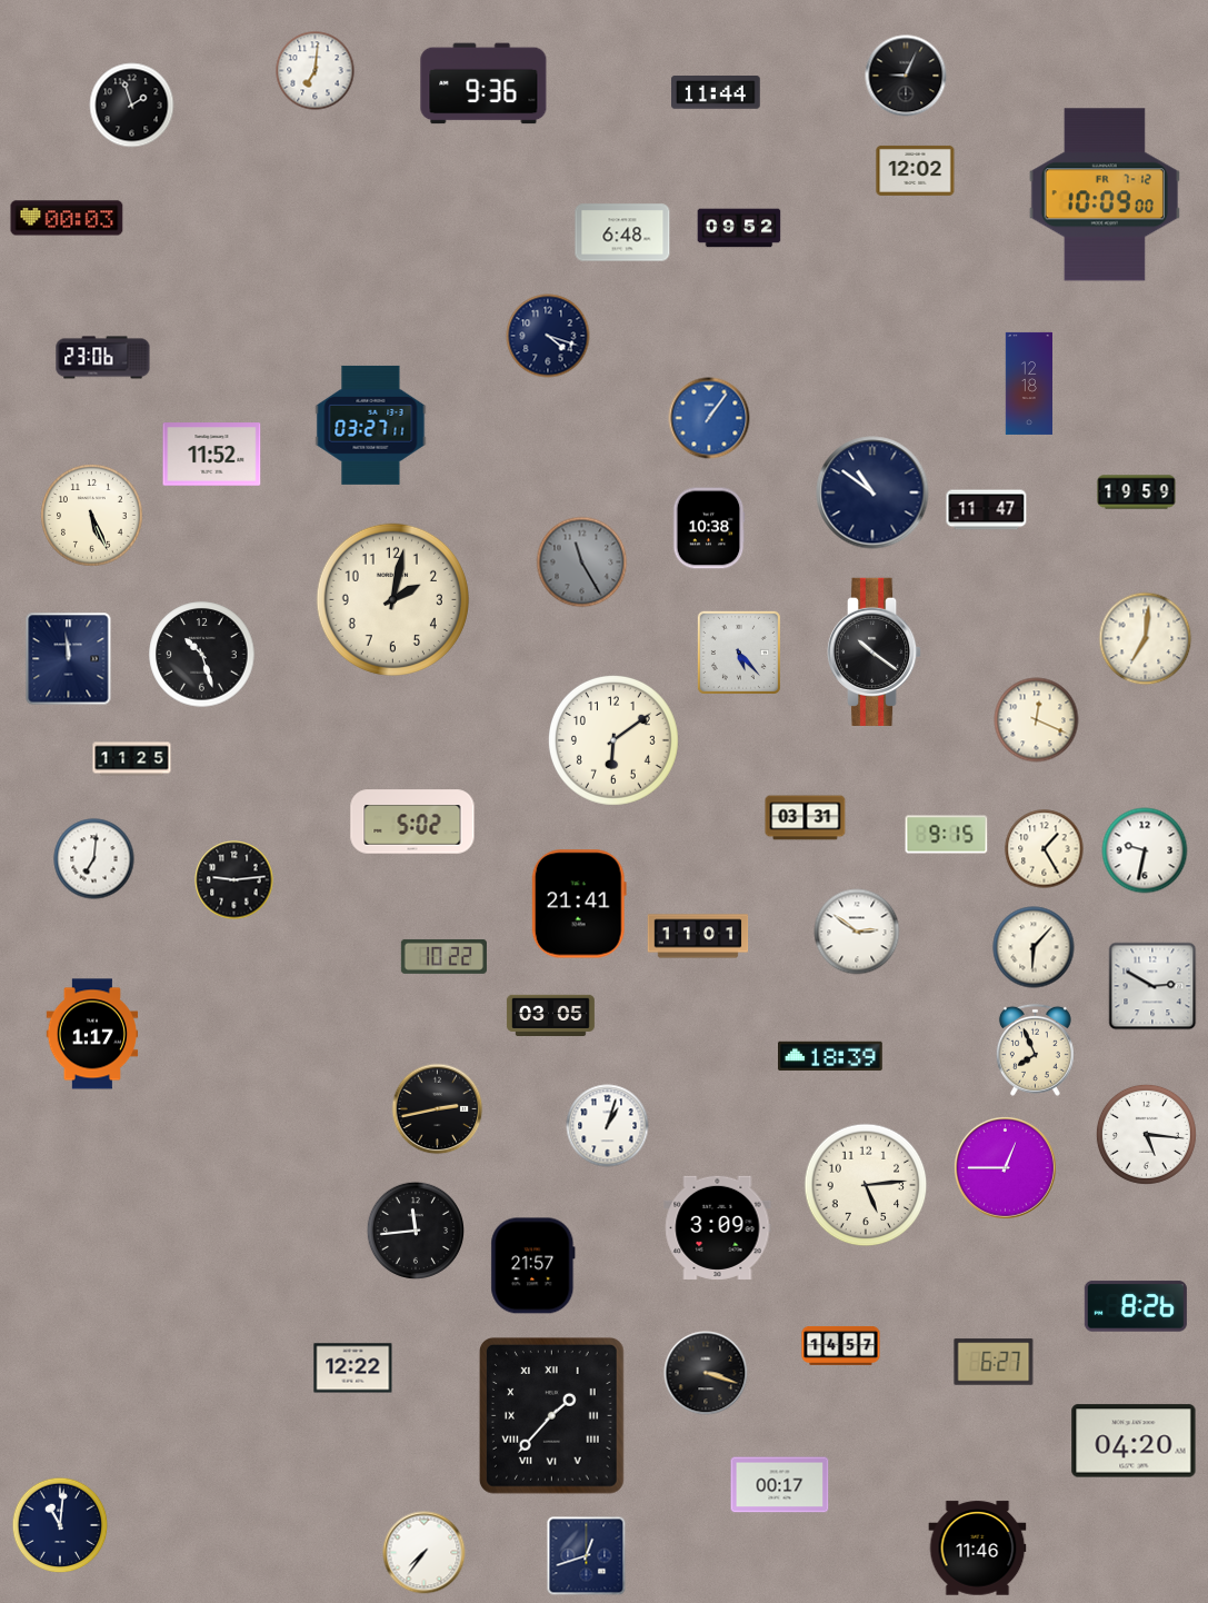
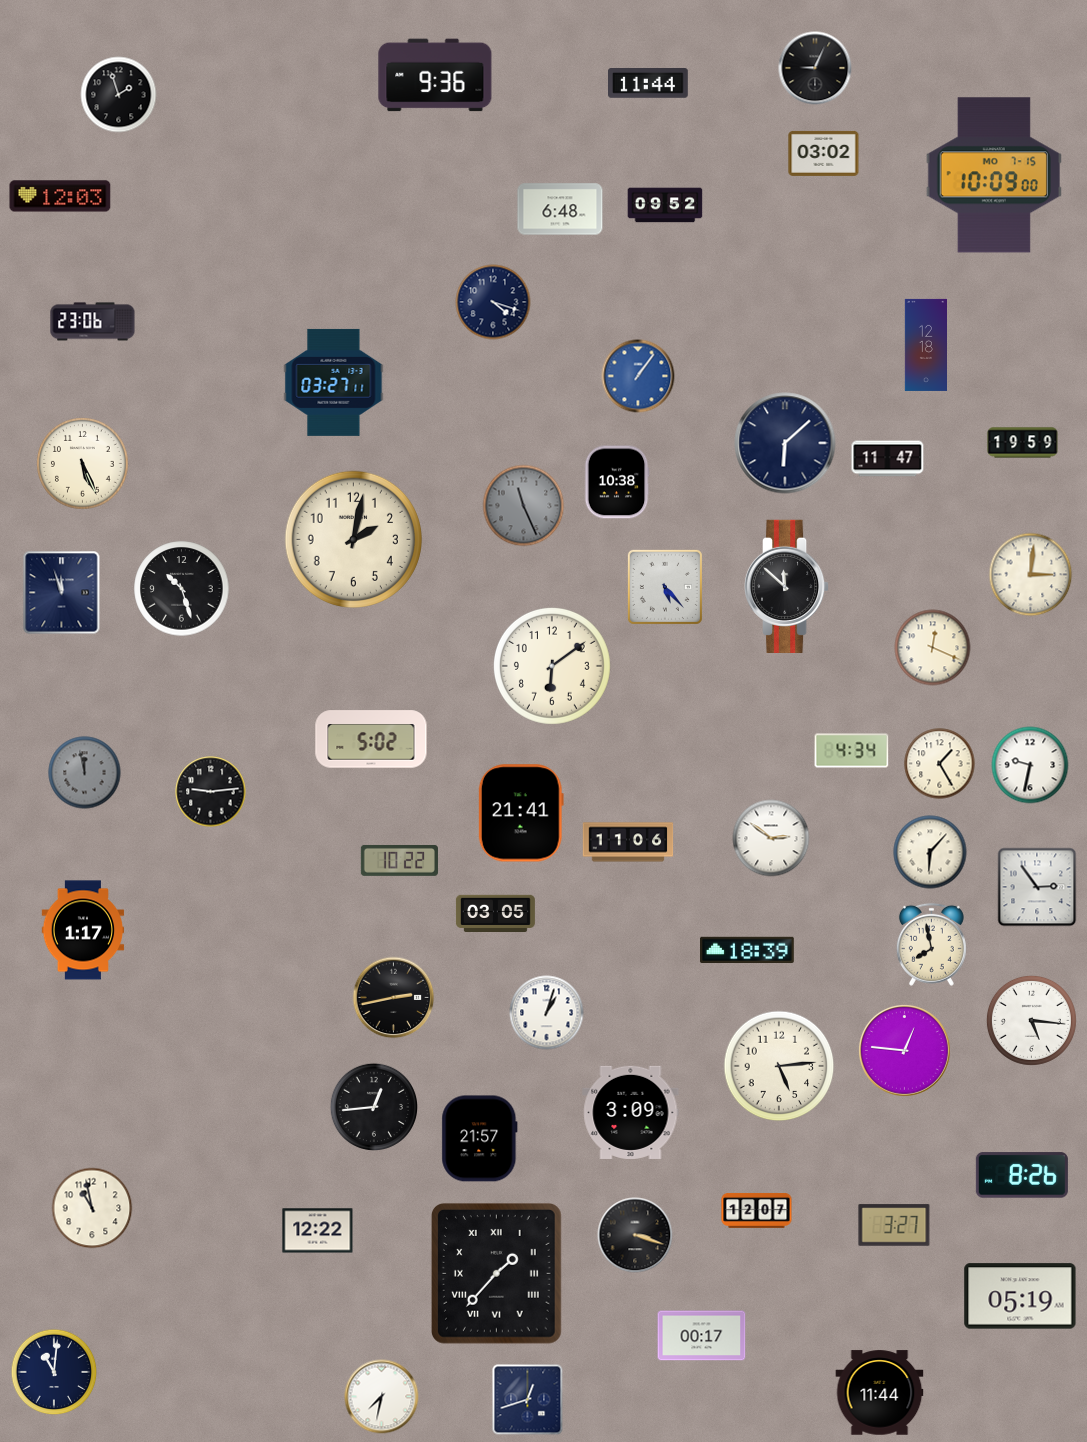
clock at (316, 71): 7:01 -> none
clock at (717, 93) position: (717, 93) -> (649, 84)
clock at (916, 170): 12:02 -> 03:02
clock at (1104, 195) date: FR 7-12 -> MO 7-15
clock at (67, 218): 00:03 -> 12:03
clock at (212, 455): 11:52 -> none
clock at (872, 492): 10:51 -> 6:08
clock at (709, 528) position: (709, 528) -> (617, 482)
clock at (582, 562): 11:25 -> 11:26
clock at (1146, 639): 7:01 -> 3:01
clock at (875, 651): 10:21 -> 11:52
clock at (69, 659): 11:59 -> 11:57
clock at (132, 759): 11:25 -> none
clock at (806, 818): 03:31 -> none
clock at (947, 835): 9:15 -> 4:34
clock at (94, 859): 7:01 -> 11:58
clock at (94, 859) dial: white -> grey
clock at (698, 936): 11:01 -> 11:06
clock at (1152, 986): 2:50 -> 2:54
clock at (1035, 1049): 7:56 -> 7:58
clock at (1005, 1167): 12:45 -> 12:46
clock at (718, 1227) position: (718, 1227) -> (631, 1112)
clock at (415, 1229): 11:44 -> 12:44
clock at (92, 1208): none -> 10:58
clock at (841, 1345): 14:57 -> 12:07
clock at (994, 1362): 6:27 -> 3:27
clock at (1134, 1441): 04:20 -> 05:19
clock at (978, 1549): 11:46 -> 11:44
clock at (425, 1553): 7:36 -> 7:32
